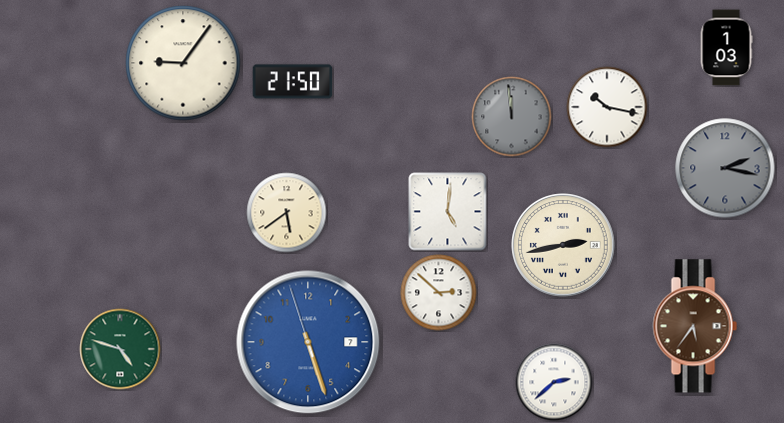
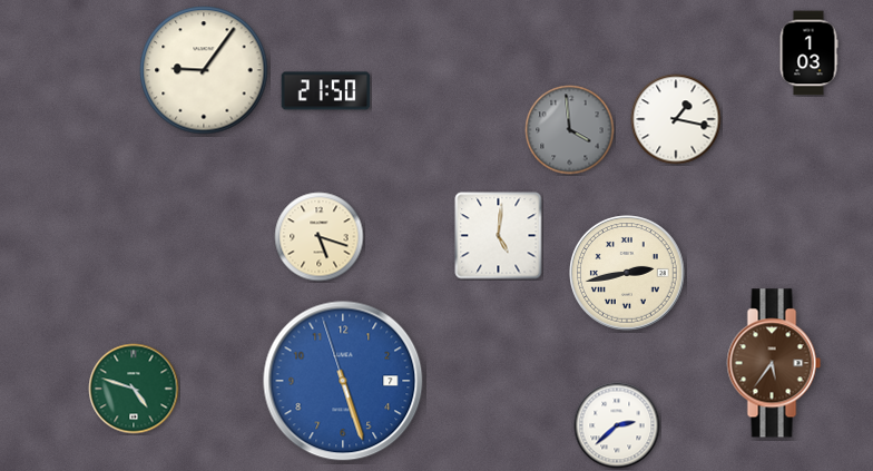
clock at (607, 107): 10:17 -> 1:17
clock at (512, 117): 11:59 -> 3:59
clock at (725, 168): 2:17 -> none
clock at (287, 213): 5:39 -> 5:18
clock at (439, 293): 2:52 -> none
